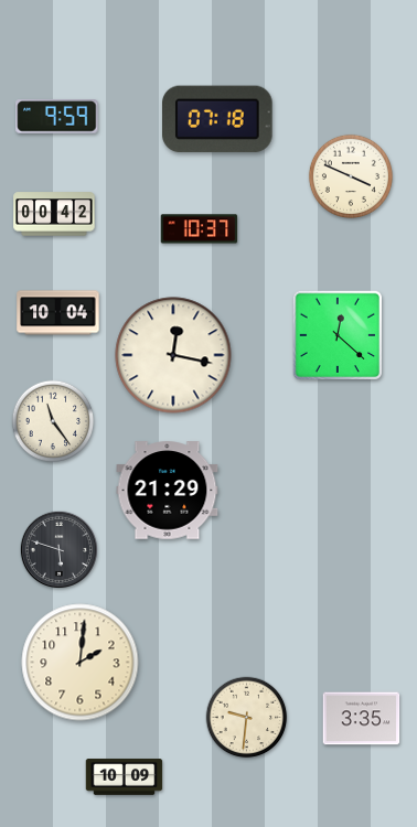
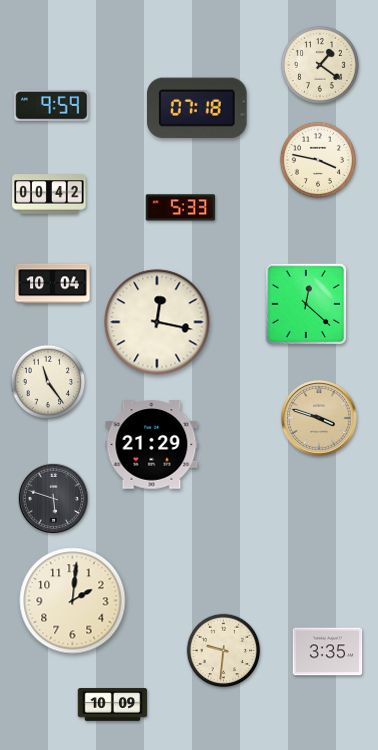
clock at (320, 65): none -> 1:21
clock at (351, 176): 3:49 -> 3:47
clock at (200, 229): 10:37 -> 5:33
clock at (319, 418): none -> 3:48
